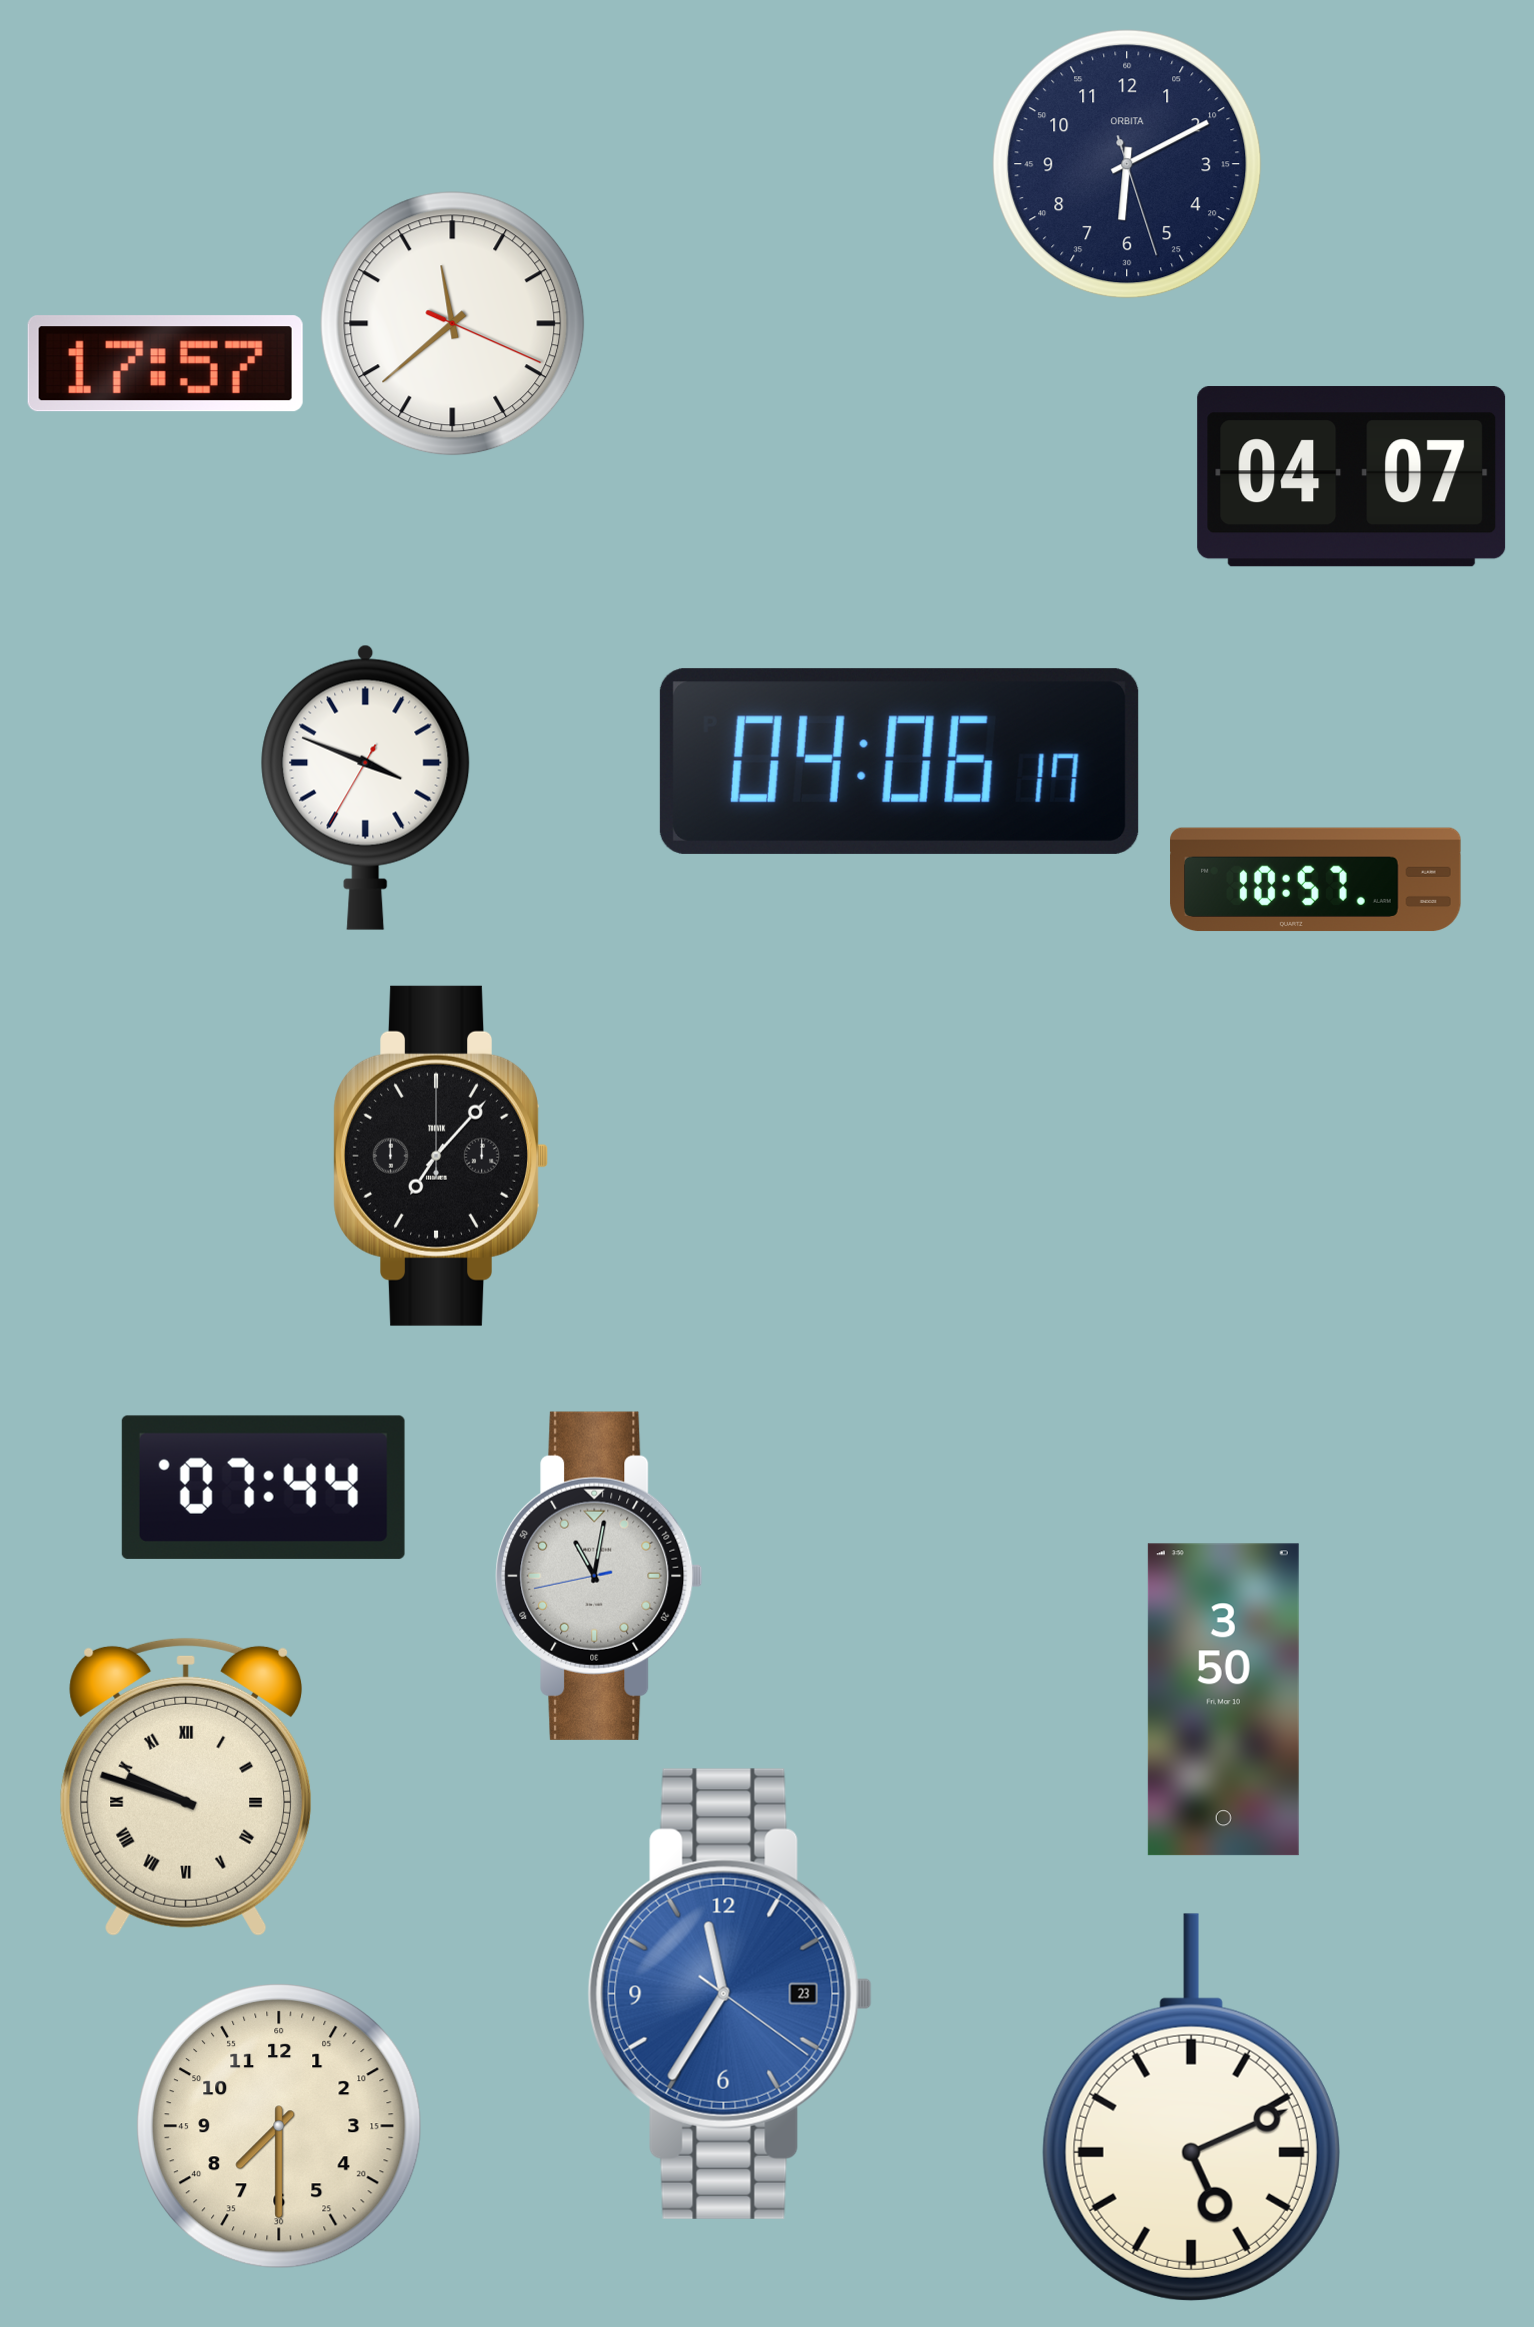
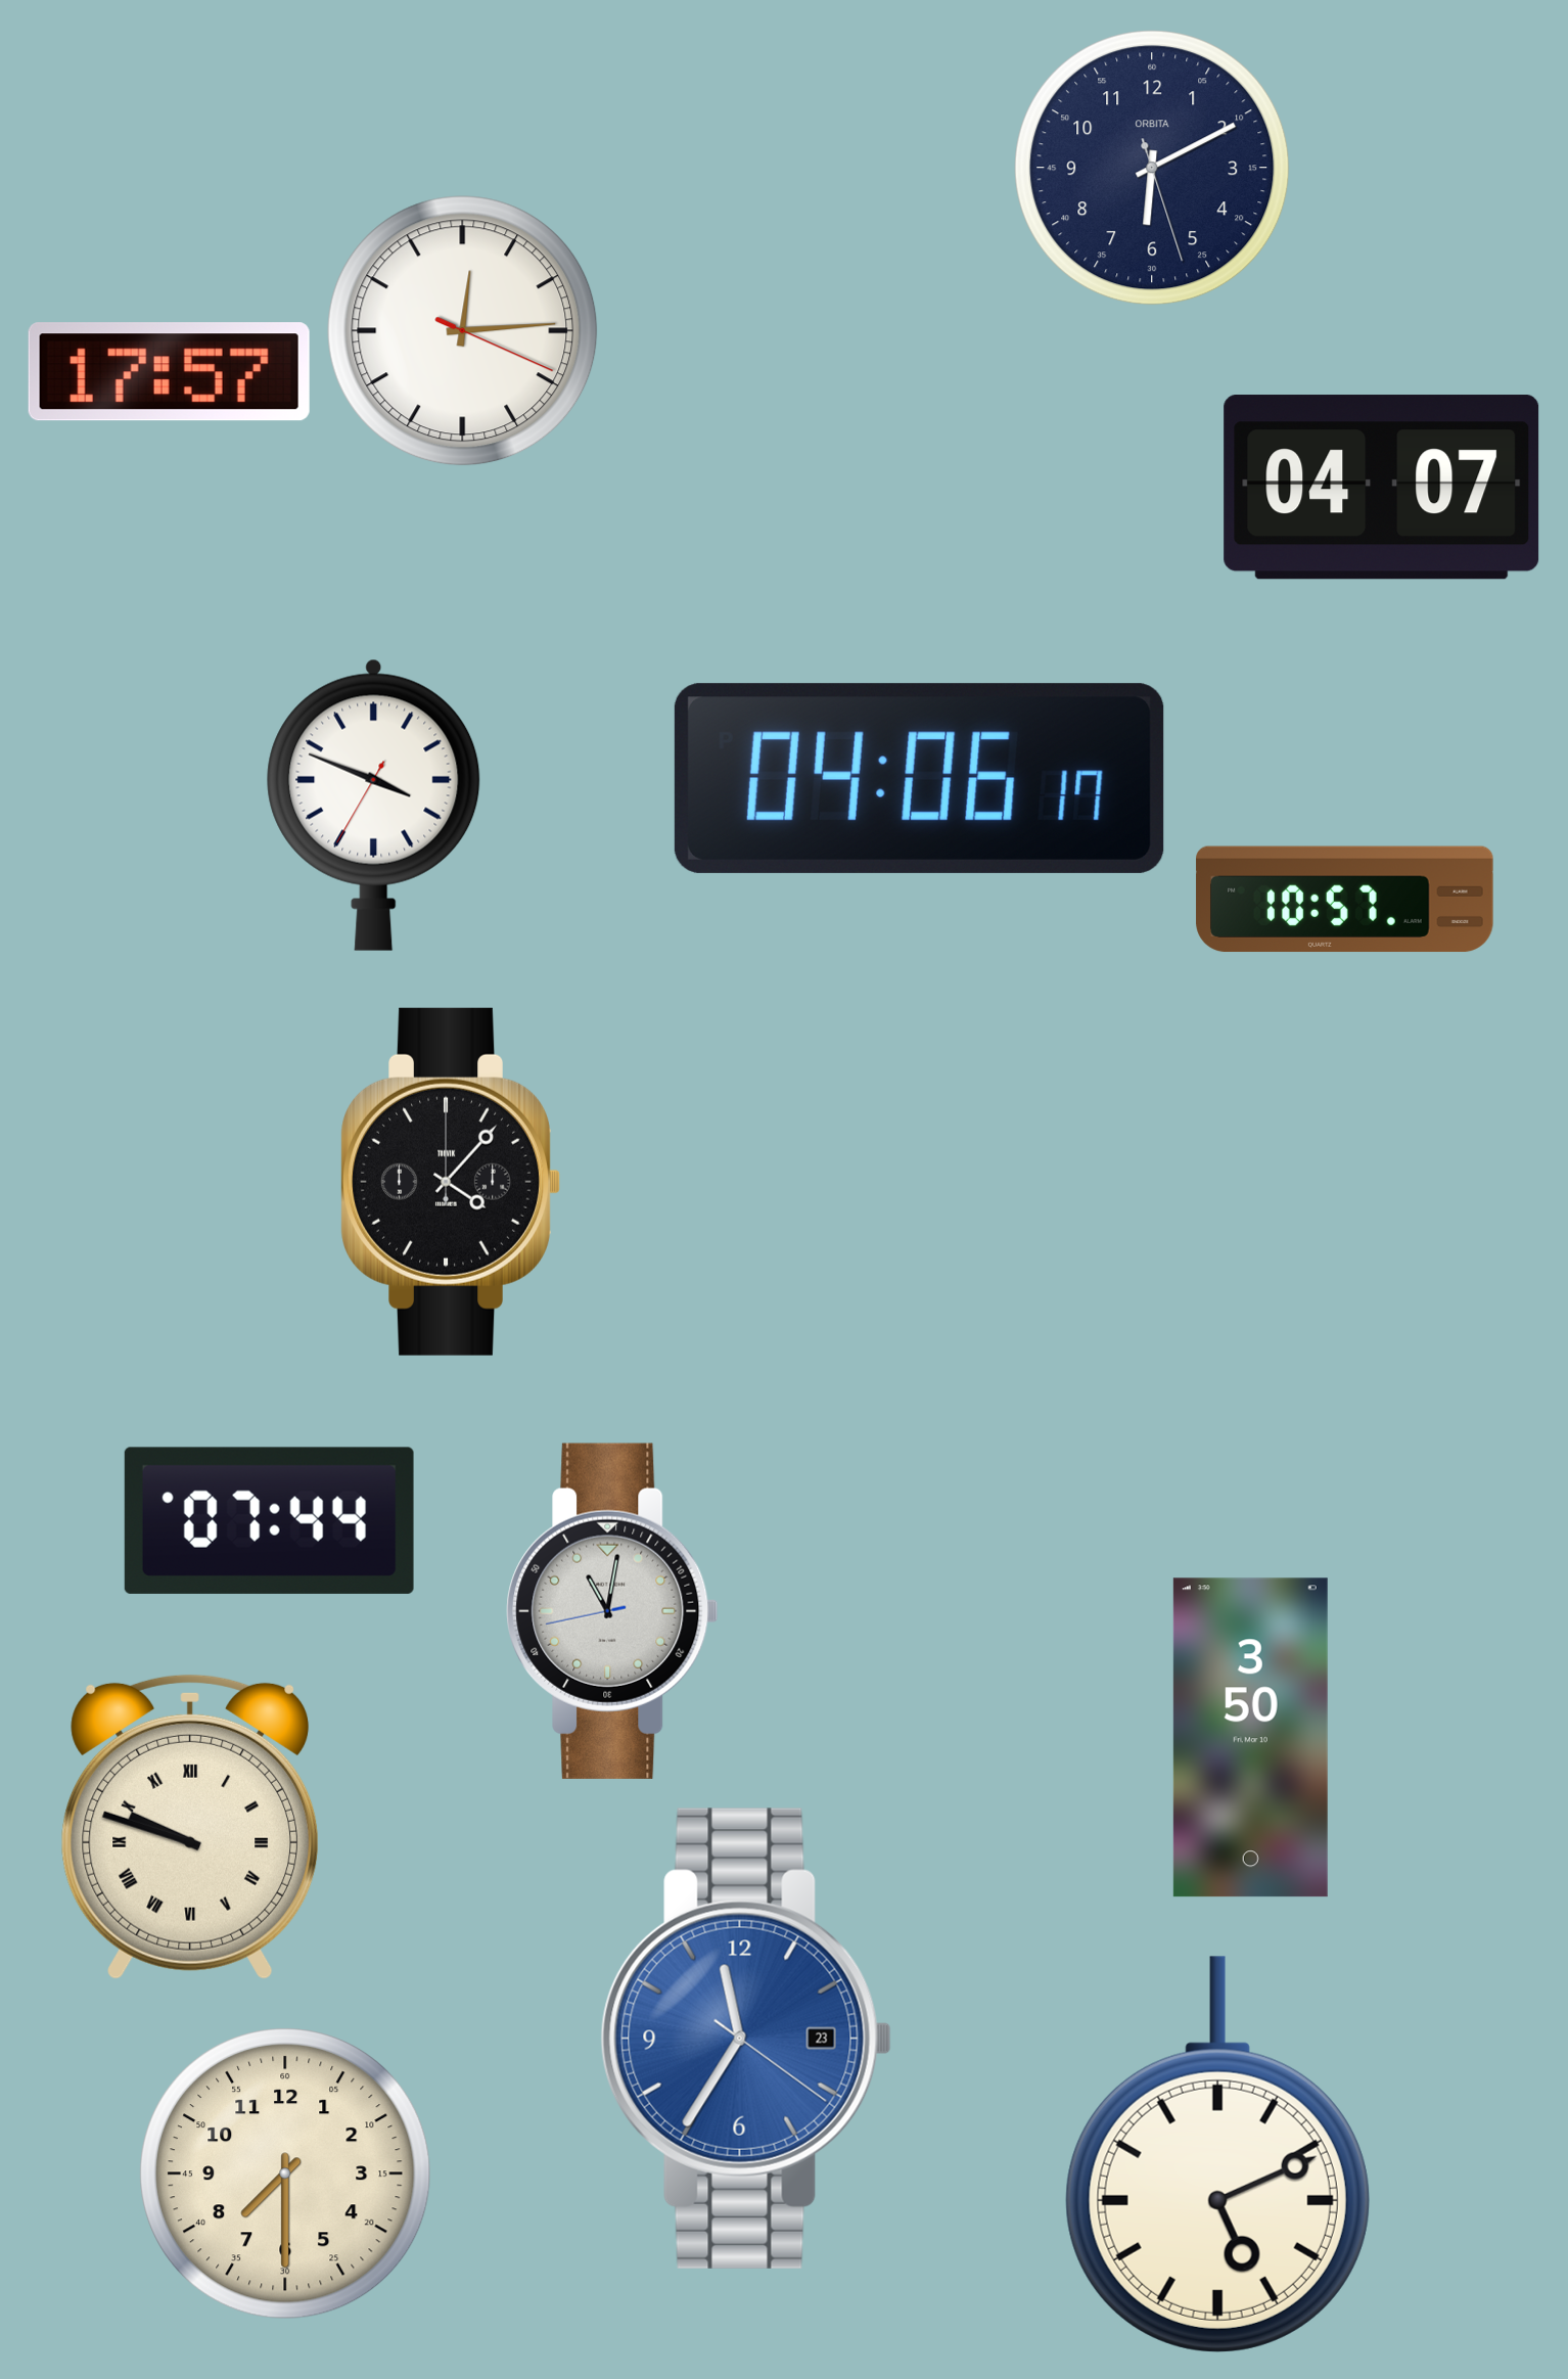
clock at (453, 324): 11:38 -> 12:14
clock at (440, 1156): 7:07 -> 4:07
